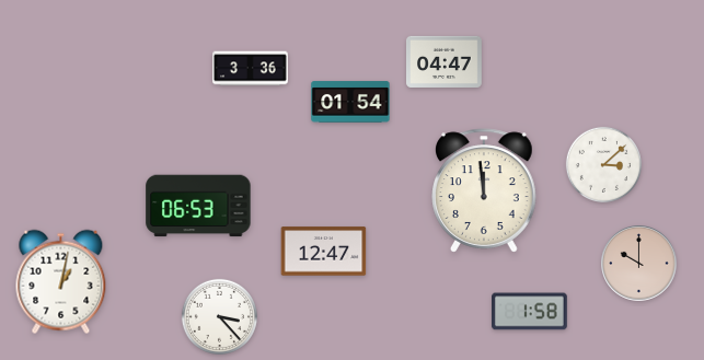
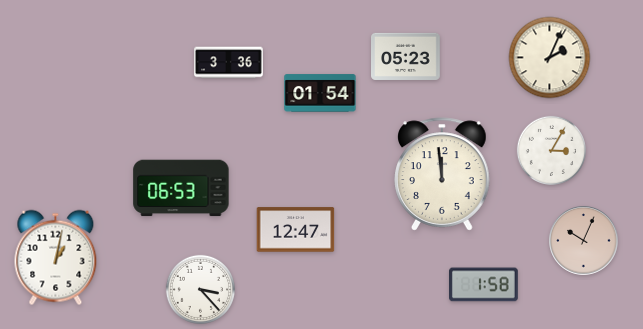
clock at (445, 61): 04:47 -> 05:23
clock at (550, 58): none -> 2:04
clock at (603, 164): 3:08 -> 3:05
clock at (639, 264): 10:00 -> 10:04
